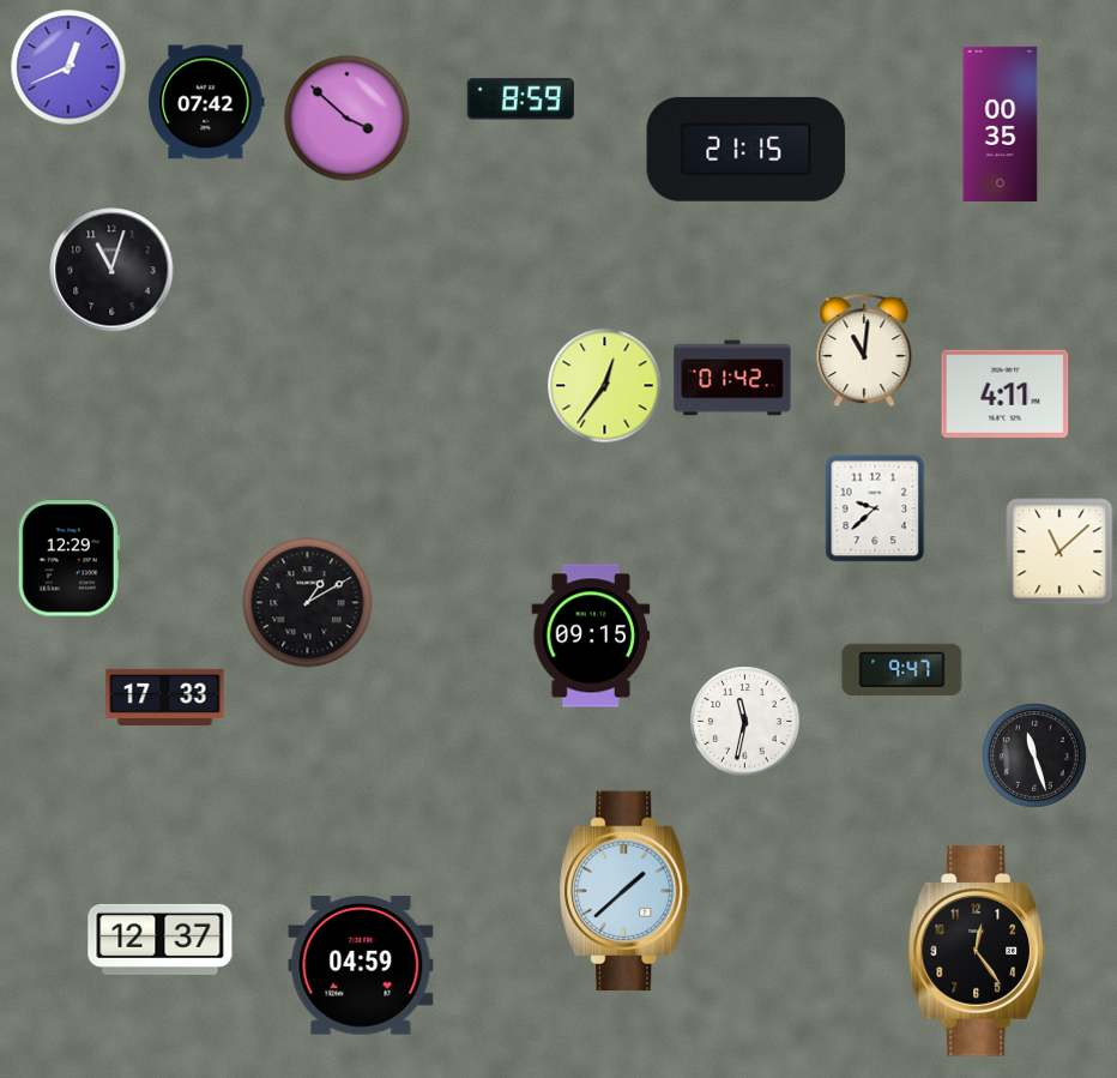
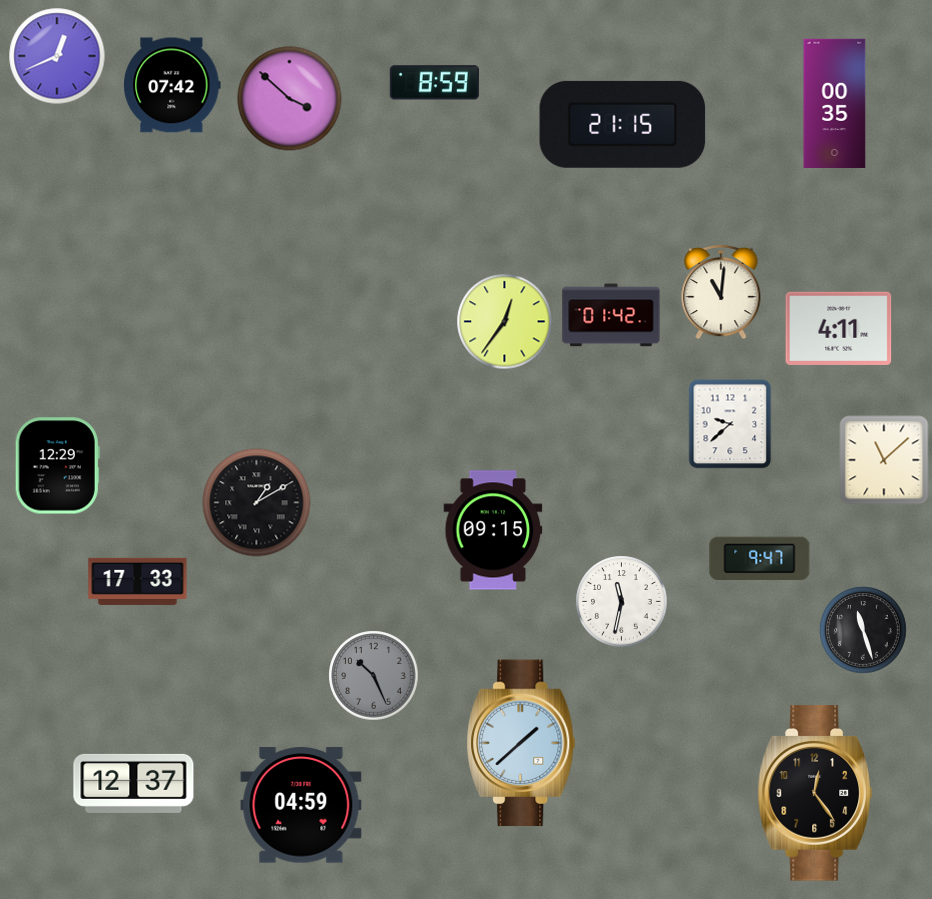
clock at (111, 270): 11:03 -> none
clock at (902, 669) position: (902, 669) -> (760, 558)
clock at (374, 676): none -> 10:26
